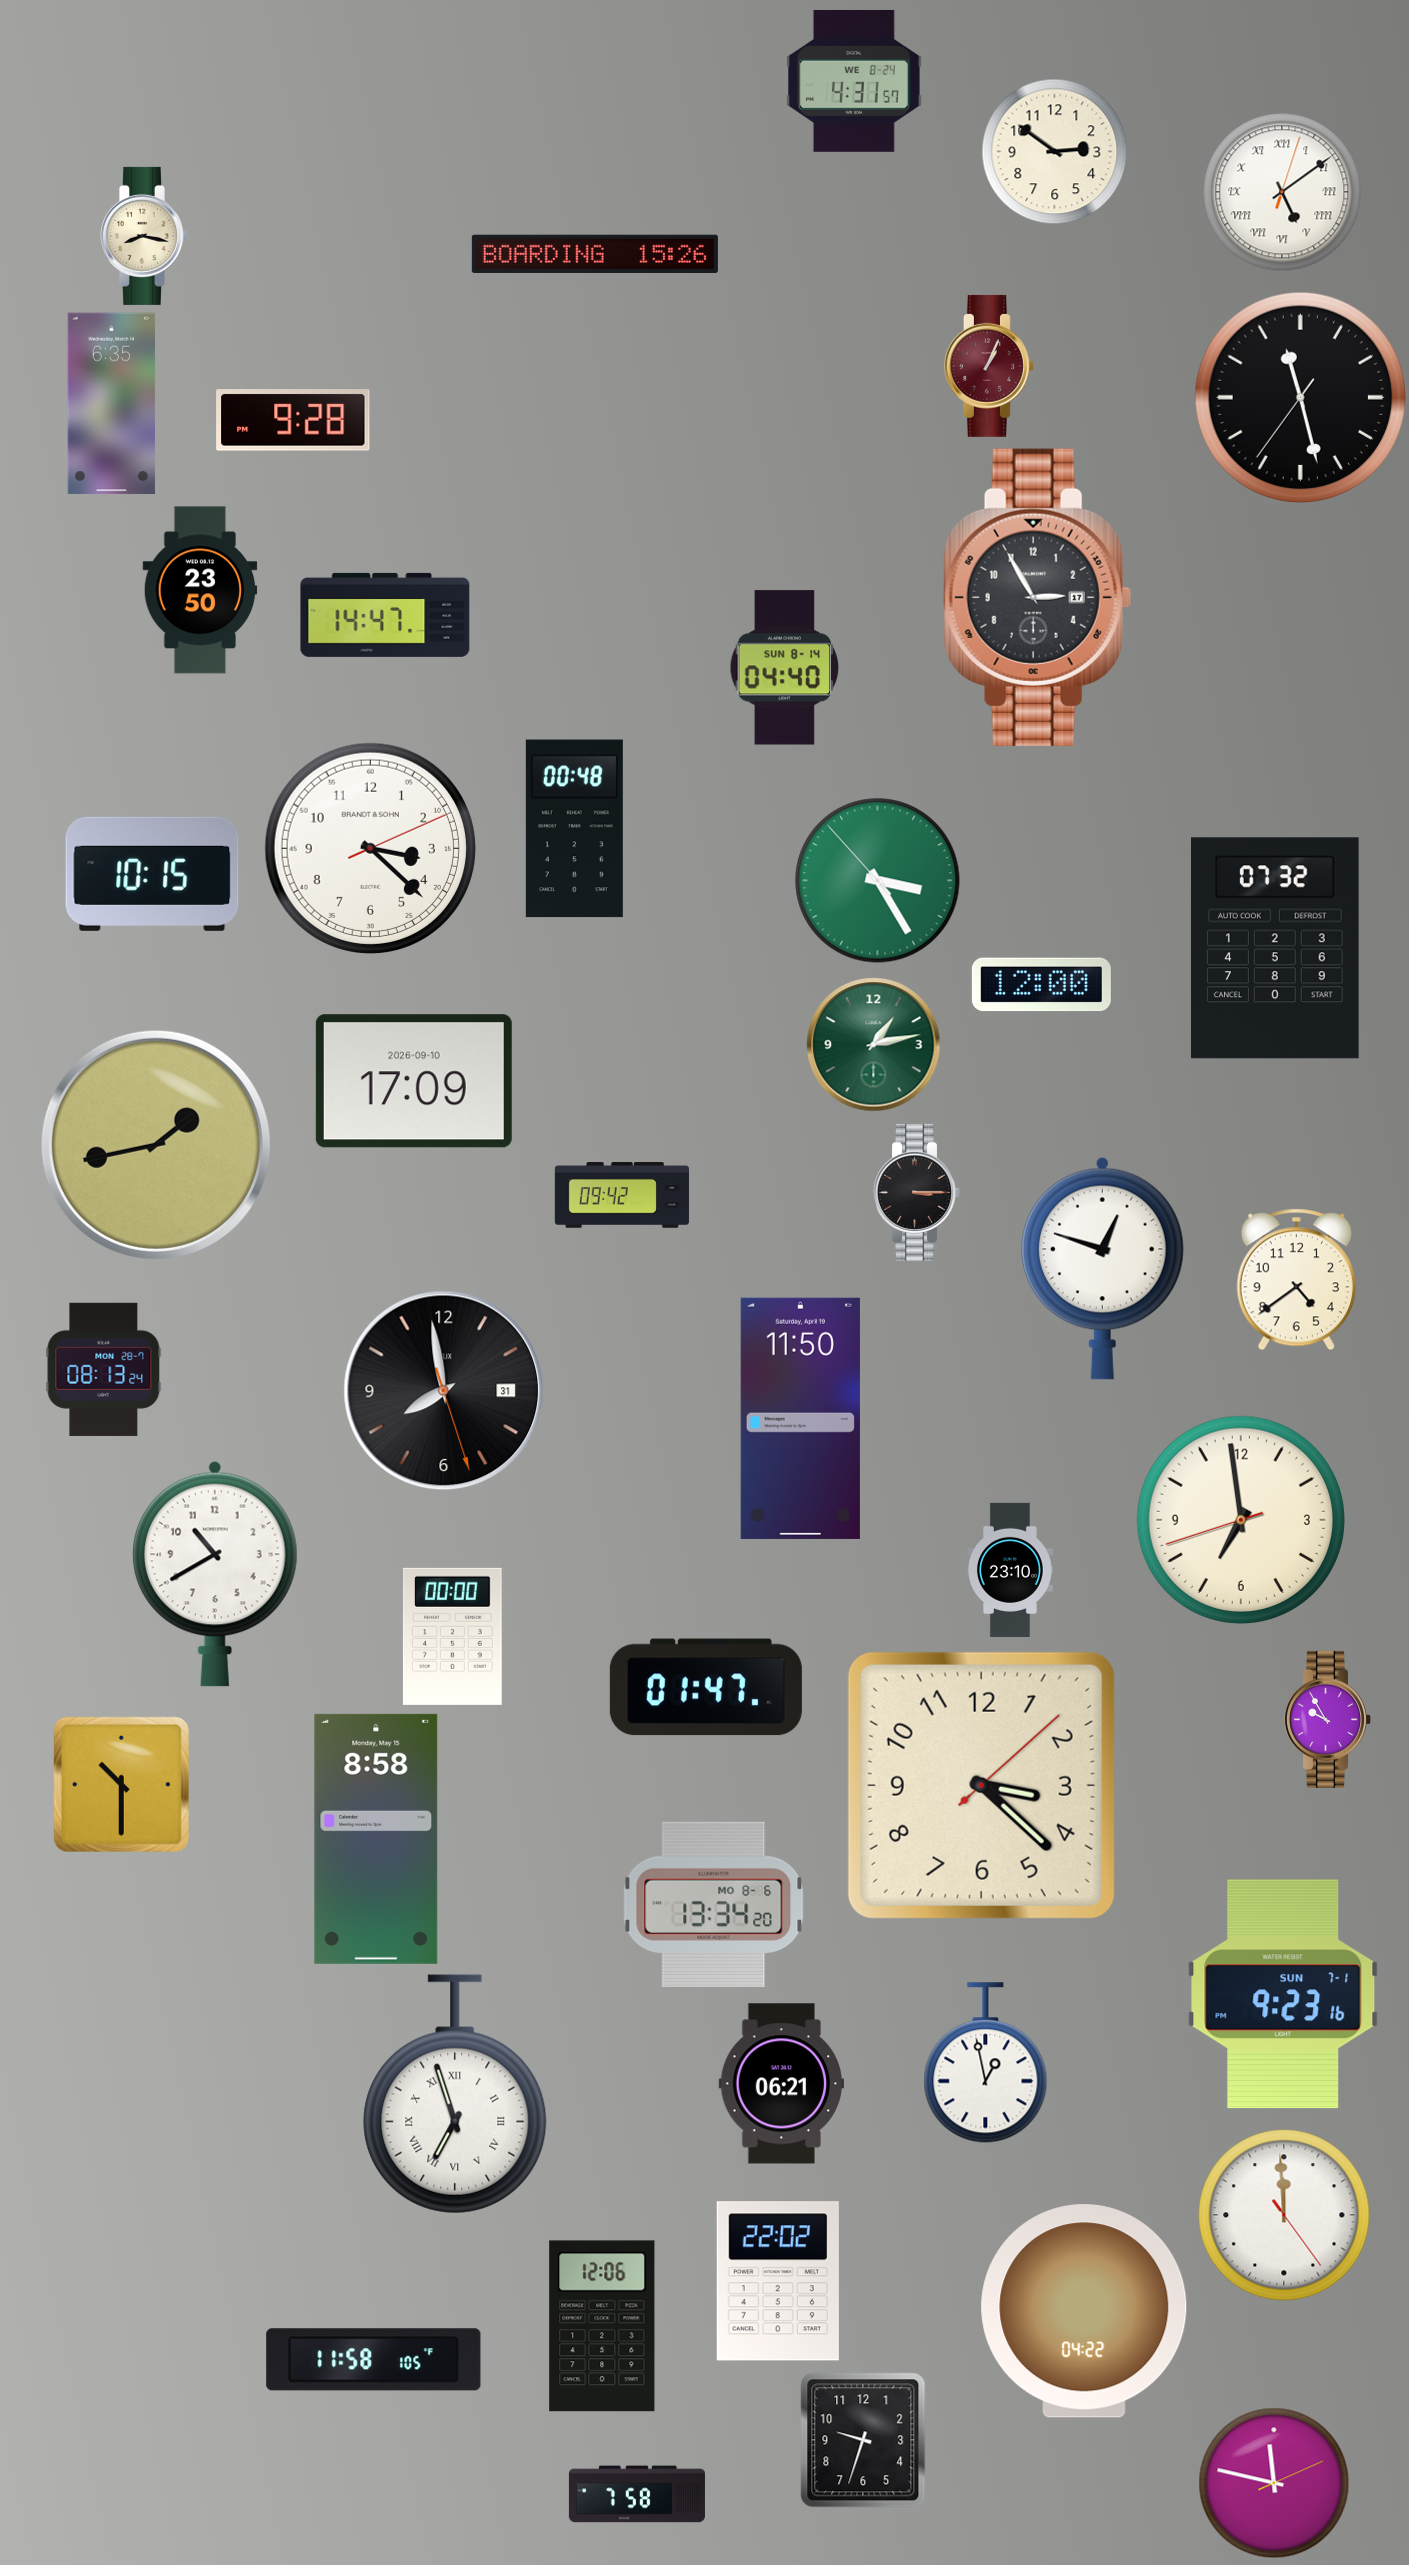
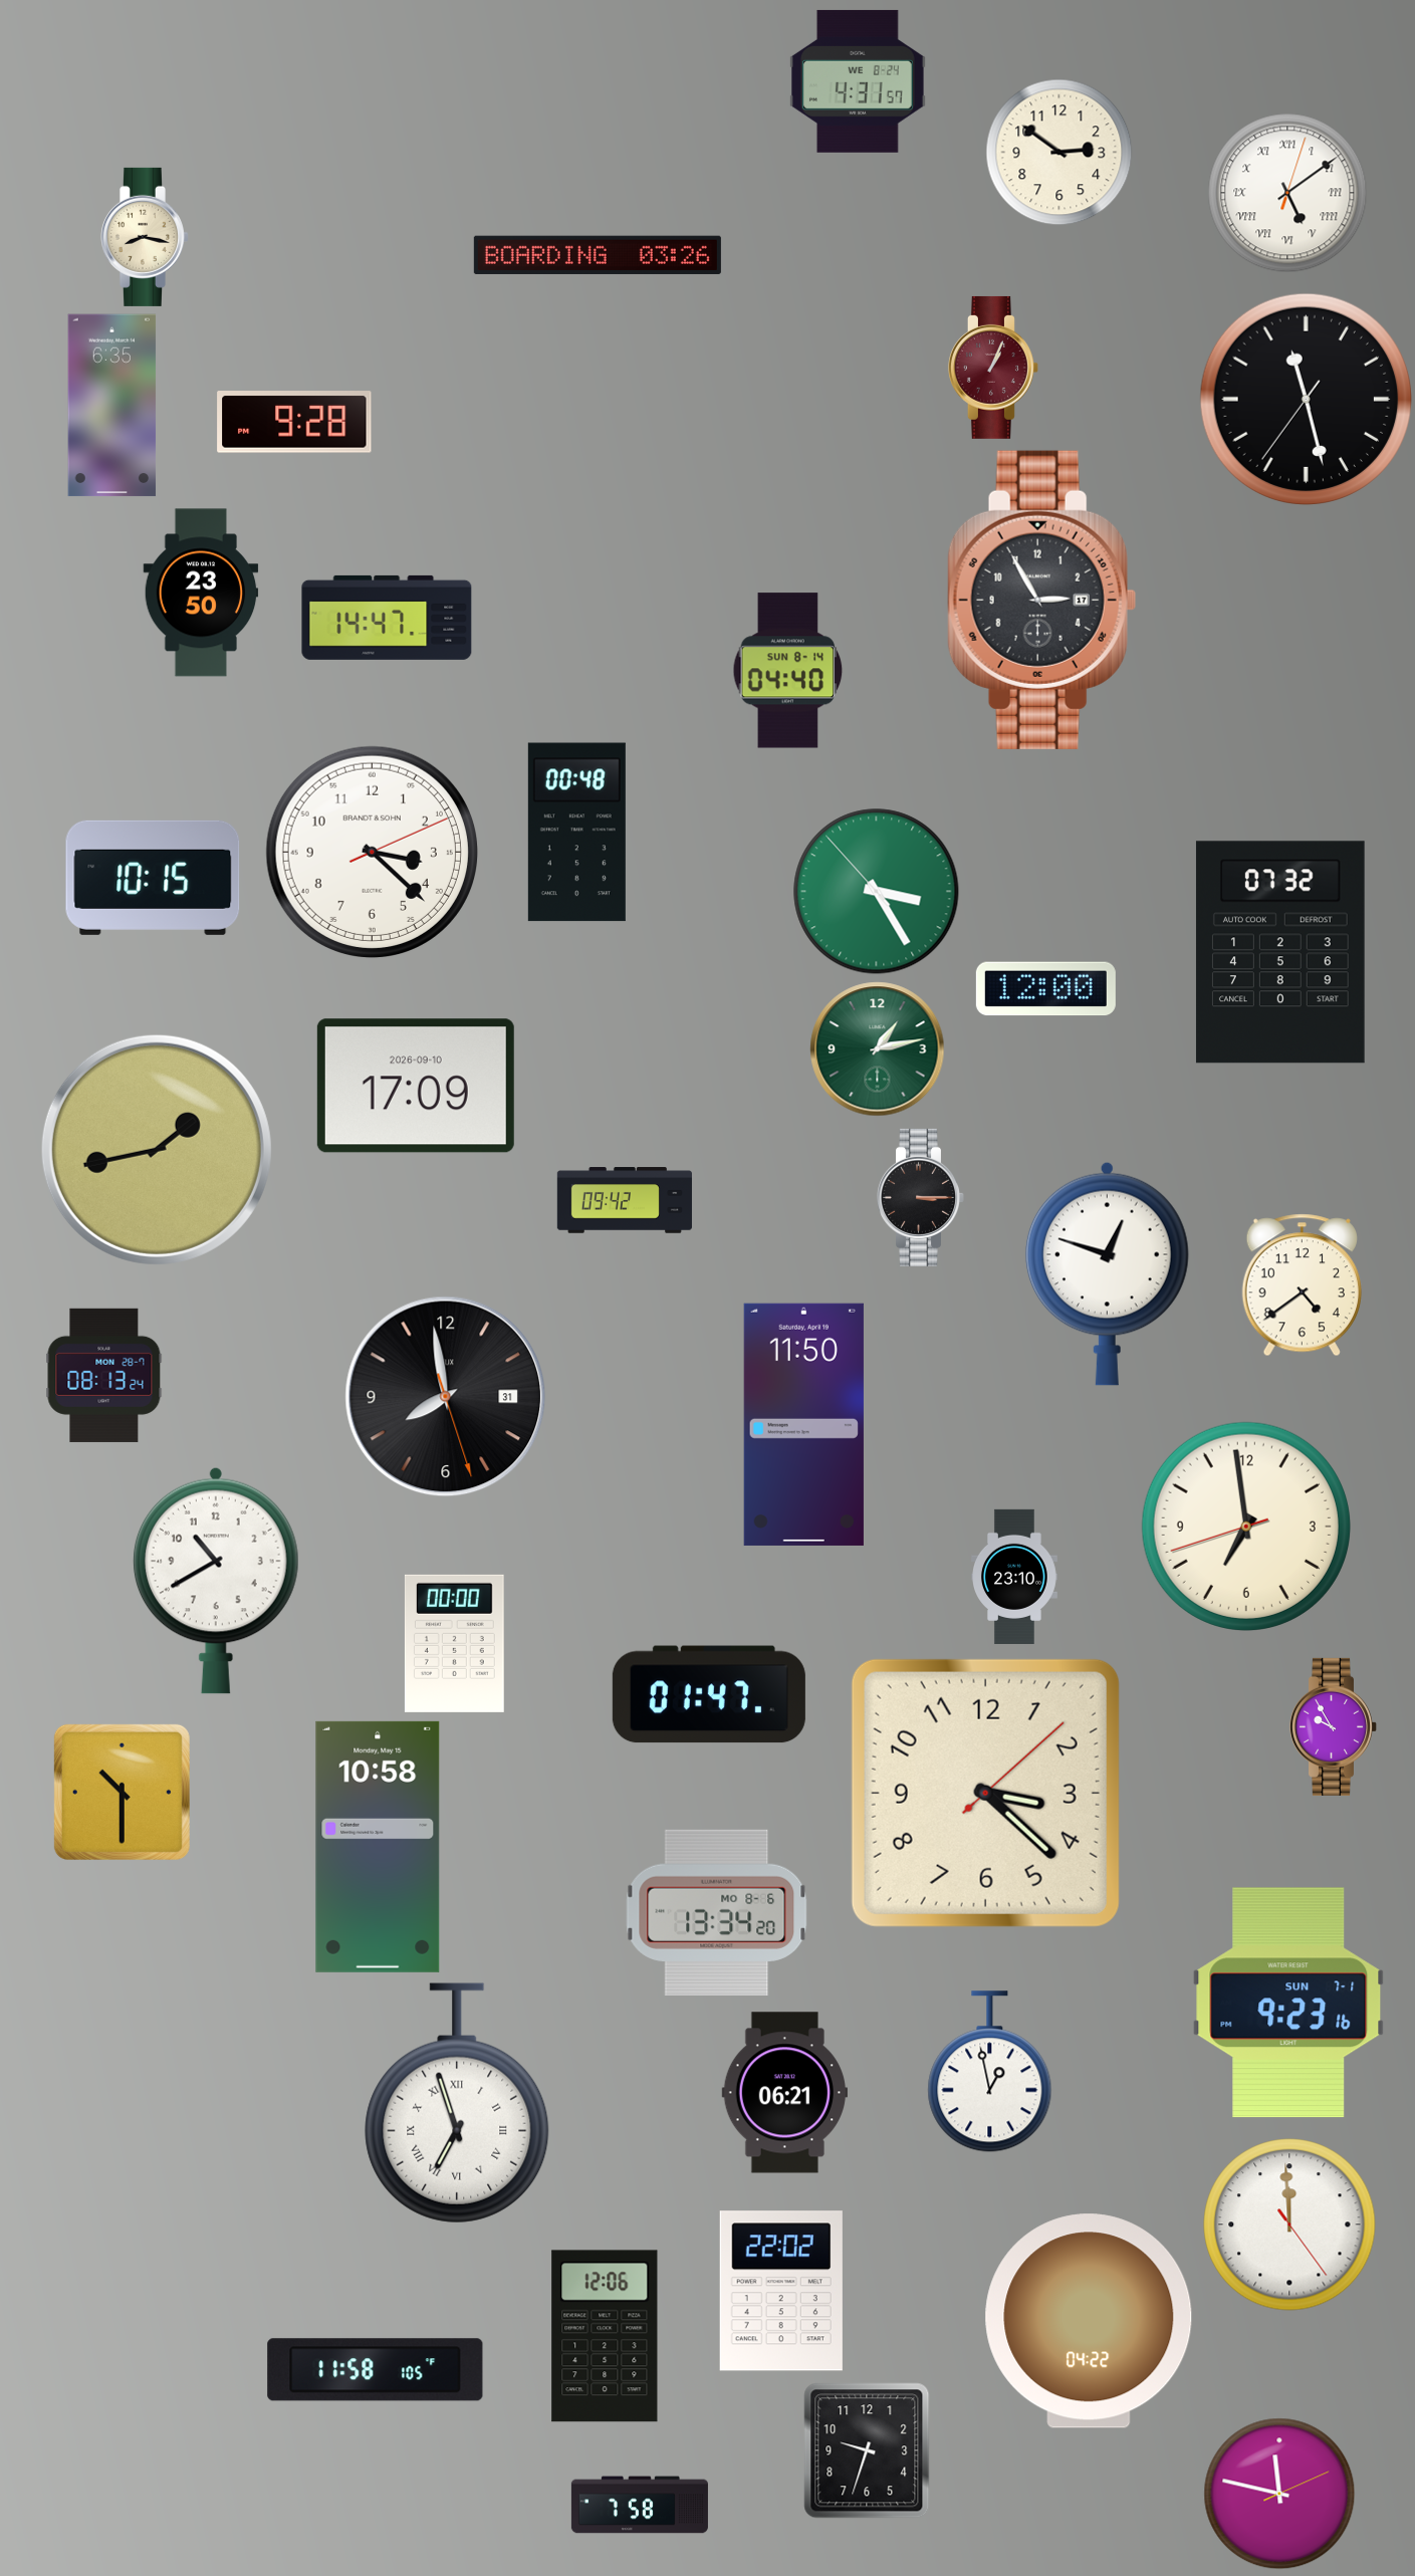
clock at (595, 253): 15:26 -> 03:26
clock at (878, 881) position: (878, 881) -> (877, 892)
clock at (376, 1839): 8:58 -> 10:58
